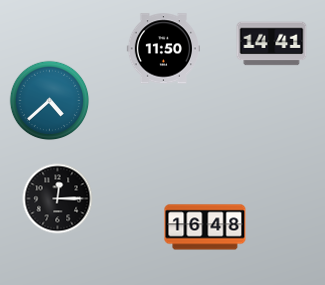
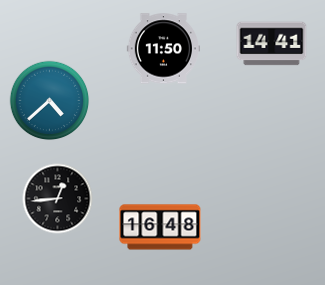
clock at (58, 199): 12:15 -> 12:44
clock at (205, 227) position: (205, 227) -> (160, 227)
